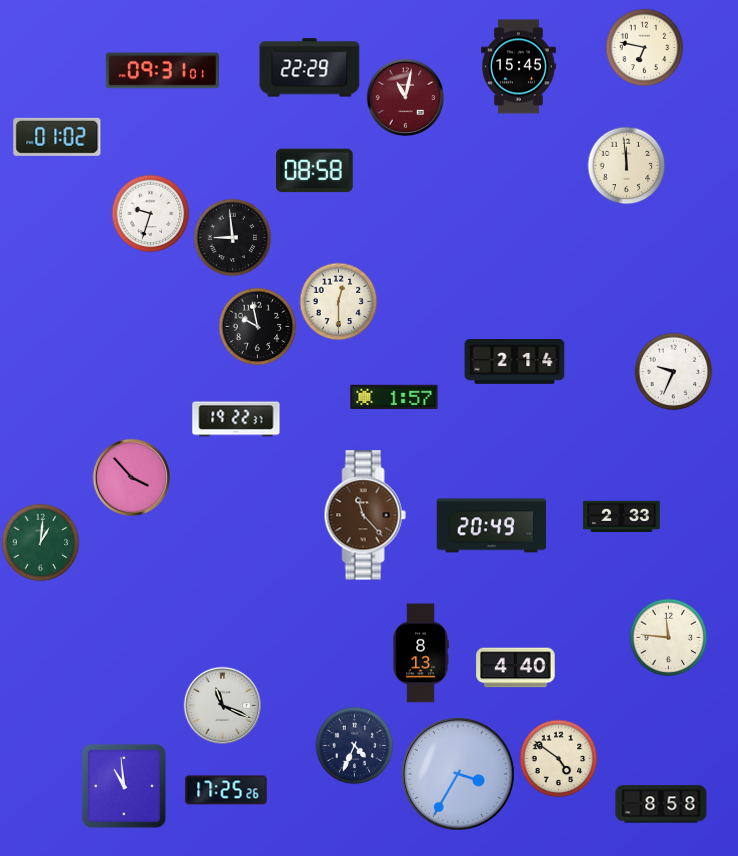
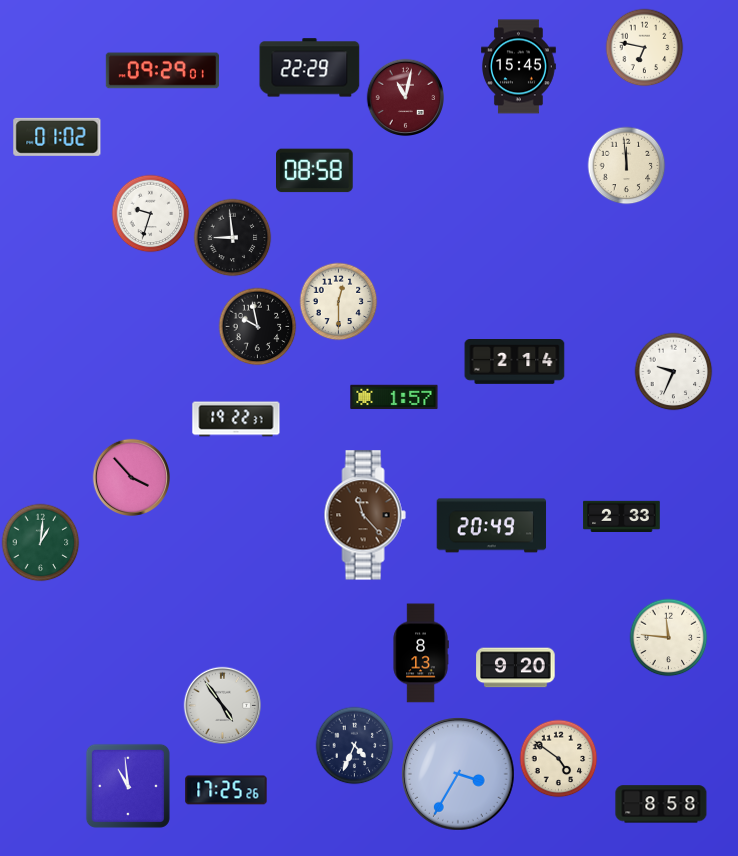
clock at (162, 71): 09:31 -> 09:29
clock at (516, 668): 4:40 -> 9:20
clock at (222, 705): 11:19 -> 4:54
clock at (124, 786) position: (124, 786) -> (128, 786)
